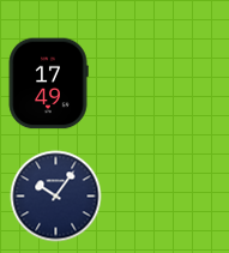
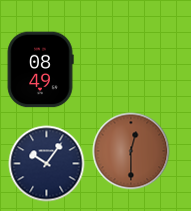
clock at (48, 84): 17:49 -> 08:49
clock at (131, 151): none -> 12:30
